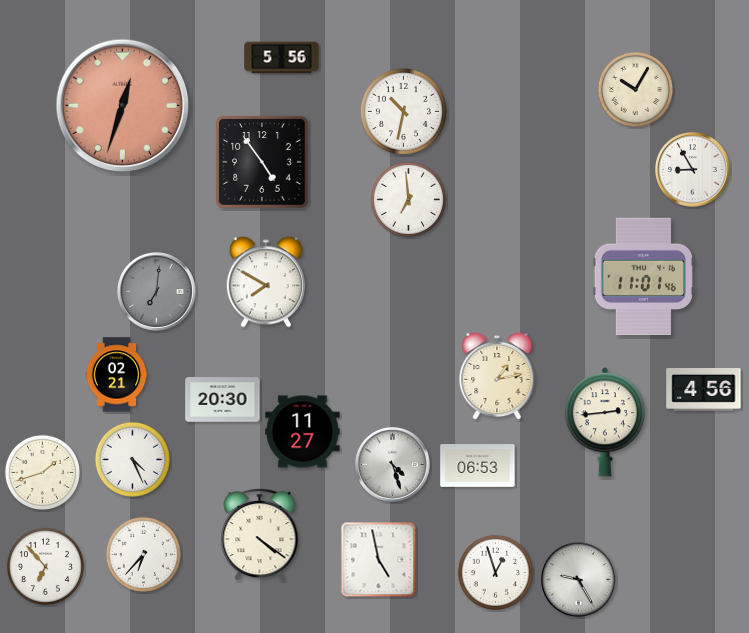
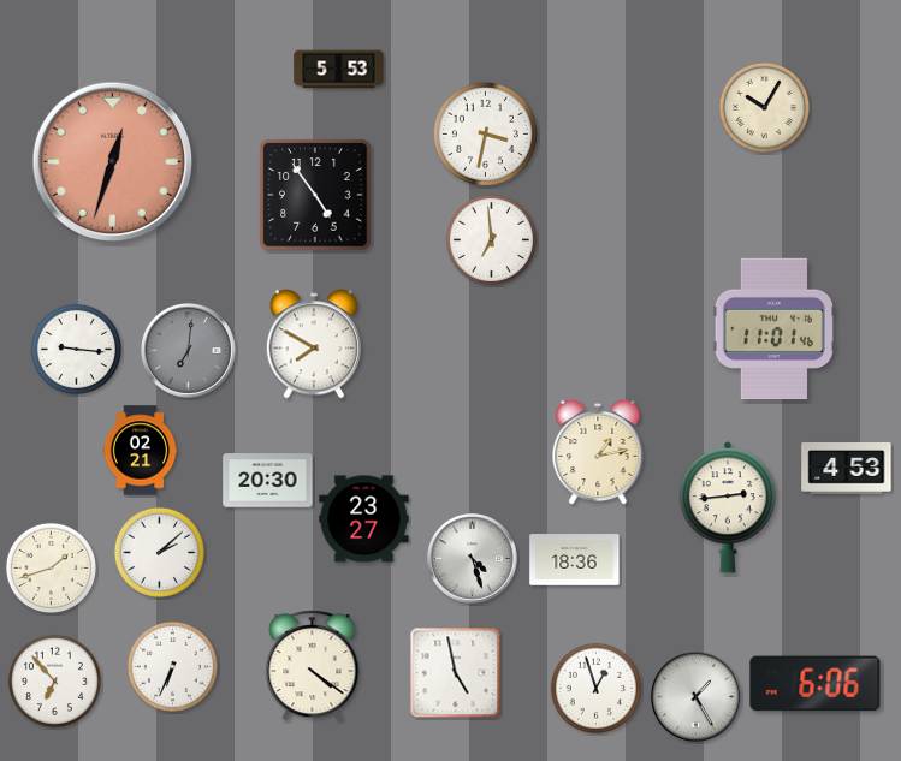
clock at (282, 58): 5:56 -> 5:53
clock at (123, 106) position: (123, 106) -> (113, 162)
clock at (403, 111): 10:32 -> 3:32
clock at (693, 170): 8:55 -> none
clock at (643, 277) position: (643, 277) -> (773, 329)
clock at (266, 282) position: (266, 282) -> (314, 344)
clock at (76, 349): none -> 9:16
clock at (704, 390): 4:56 -> 4:53
clock at (303, 432): 11:27 -> 23:27
clock at (132, 459): 4:26 -> 2:08
clock at (478, 466): 06:53 -> 18:36
clock at (260, 535) position: (260, 535) -> (313, 666)
clock at (143, 554): 6:37 -> 6:34
clock at (816, 684): none -> 6:06
clock at (579, 580): 9:25 -> 1:25
